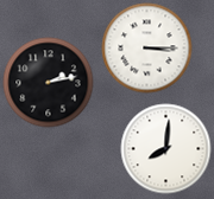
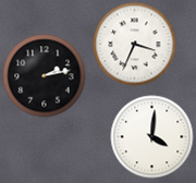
clock at (147, 49): 3:15 -> 3:34
clock at (166, 149): 8:01 -> 4:01
